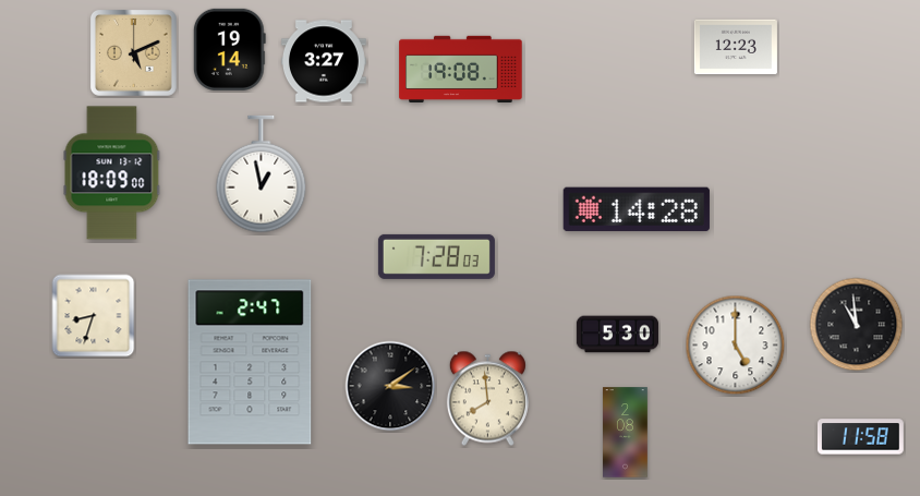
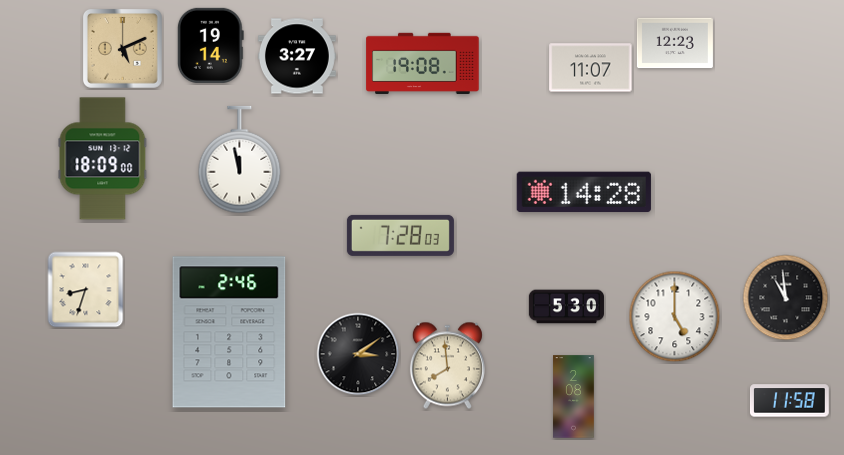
clock at (591, 68): none -> 11:07
clock at (262, 174): 12:58 -> 11:58
clock at (250, 362): 2:47 -> 2:46
